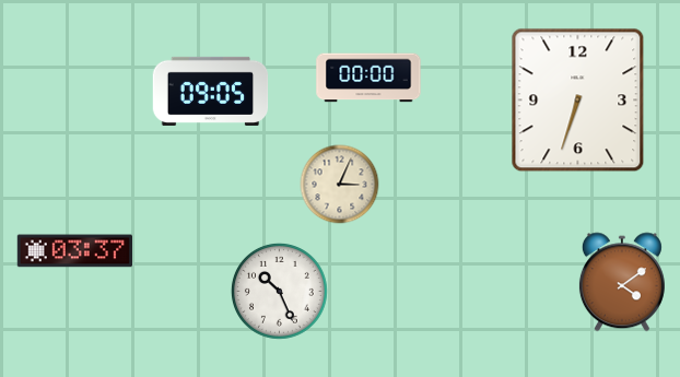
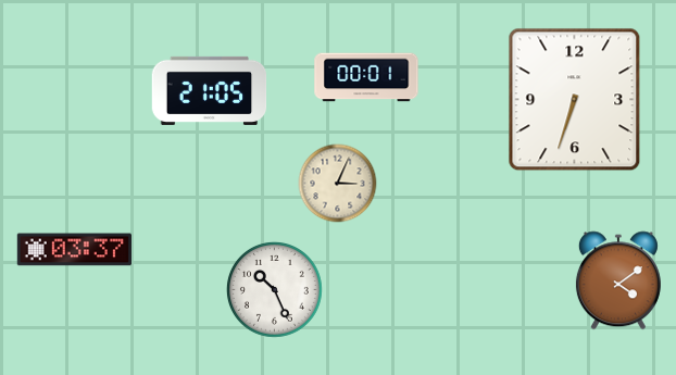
clock at (368, 78): 00:00 -> 00:01
clock at (211, 91): 09:05 -> 21:05
clock at (280, 292) position: (280, 292) -> (275, 290)
